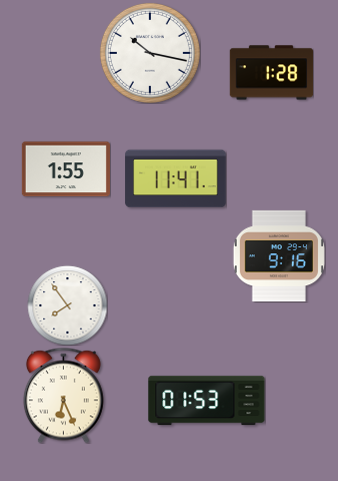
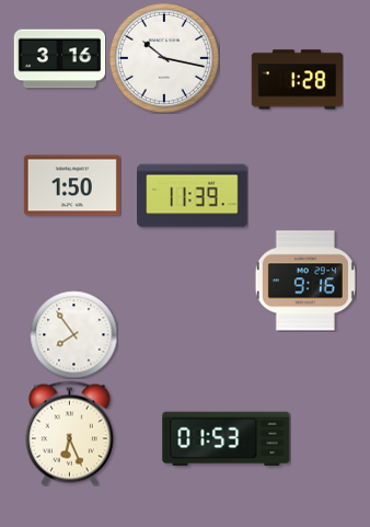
clock at (59, 59): none -> 3:16
clock at (66, 169): 1:55 -> 1:50
clock at (176, 179): 11:41 -> 11:39
